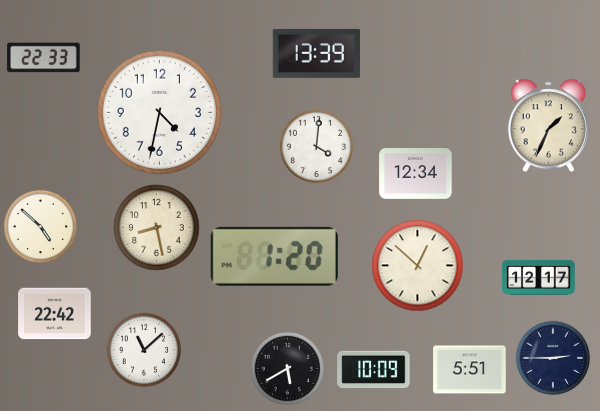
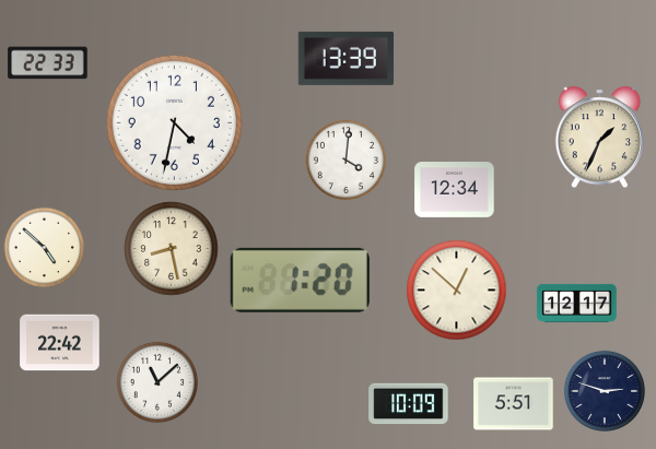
clock at (539, 277) position: (539, 277) -> (577, 303)
clock at (553, 358): 2:45 -> 2:48
clock at (287, 368): 5:40 -> none
